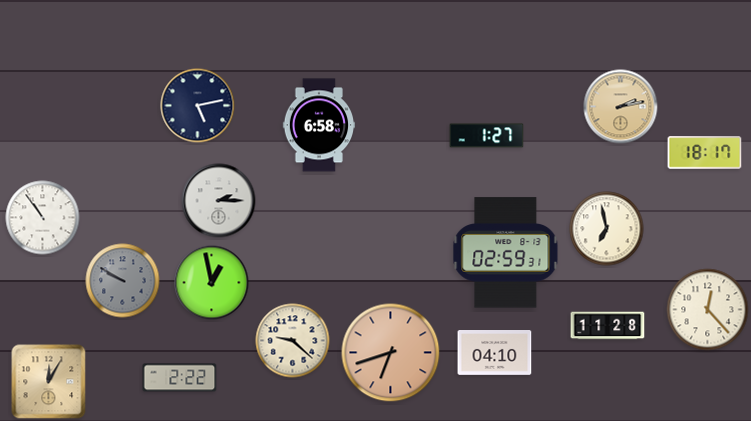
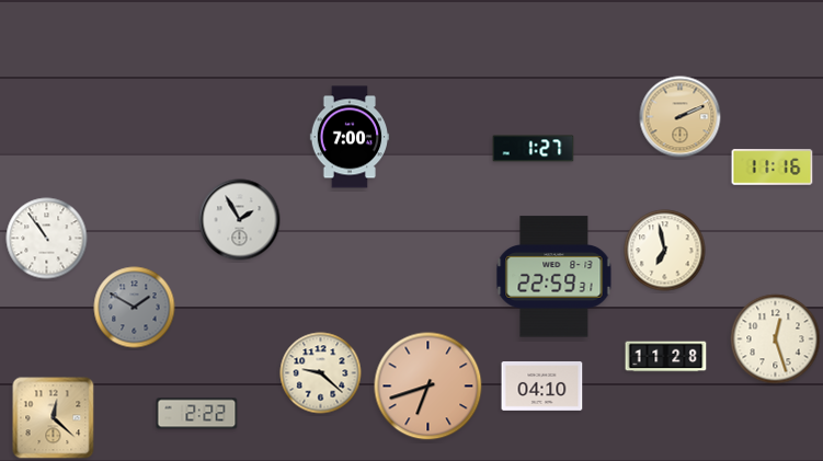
clock at (198, 106): 5:13 -> none
clock at (621, 107): 2:13 -> 2:11
clock at (318, 125): 6:58 -> 7:00
clock at (705, 153): 18:17 -> 11:16
clock at (219, 201): 2:15 -> 1:55
clock at (506, 253): 02:59 -> 22:59
clock at (123, 281): 9:50 -> 1:50
clock at (212, 283): 12:58 -> none
clock at (708, 310): 12:23 -> 12:27
clock at (49, 382): 12:05 -> 12:22
